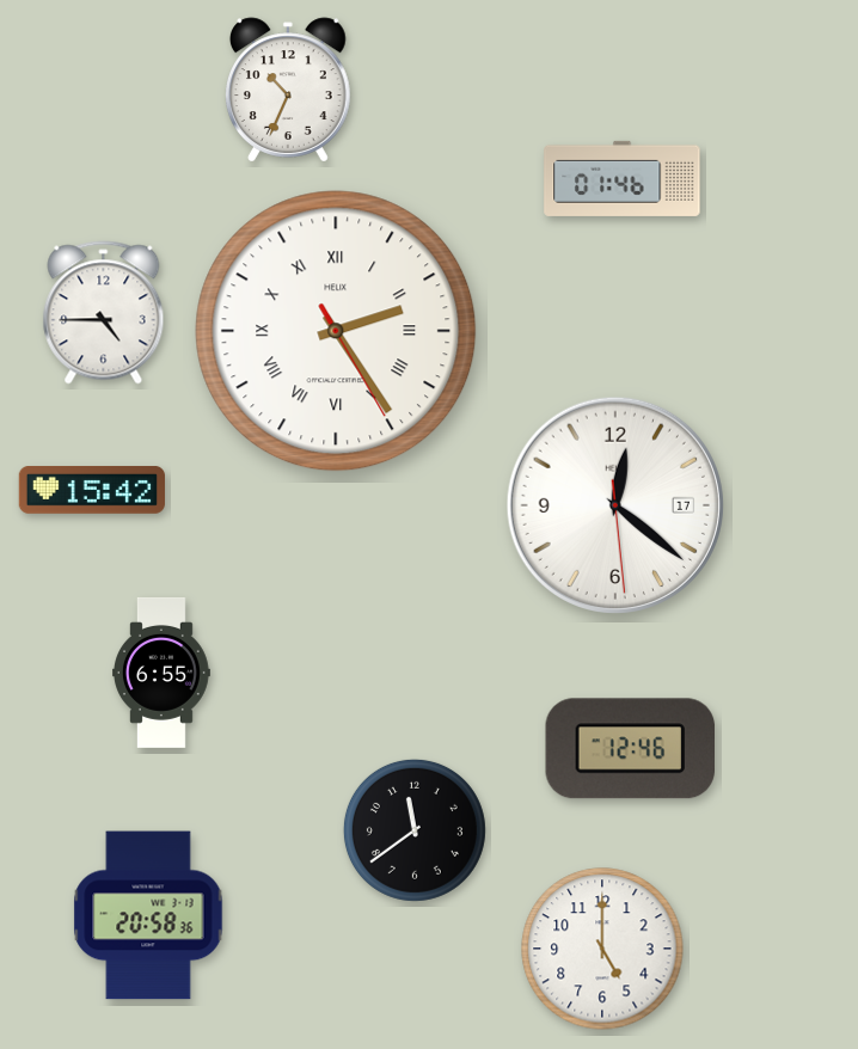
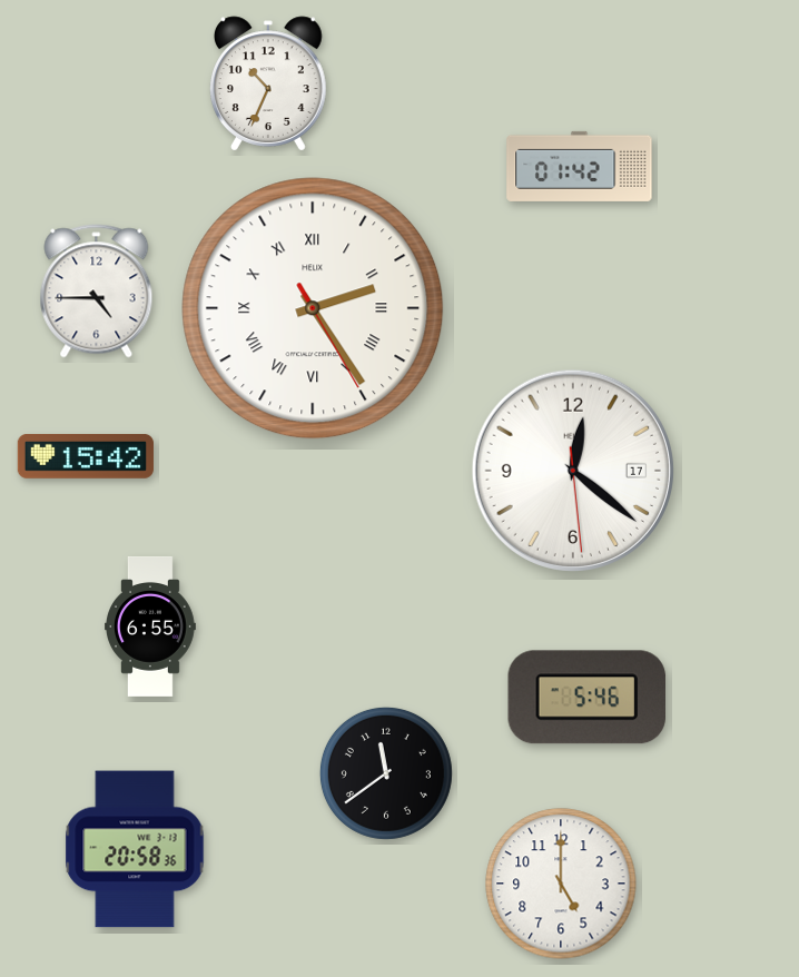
clock at (623, 178): 01:46 -> 01:42
clock at (631, 749): 12:46 -> 5:46
clock at (148, 915) position: (148, 915) -> (135, 849)
